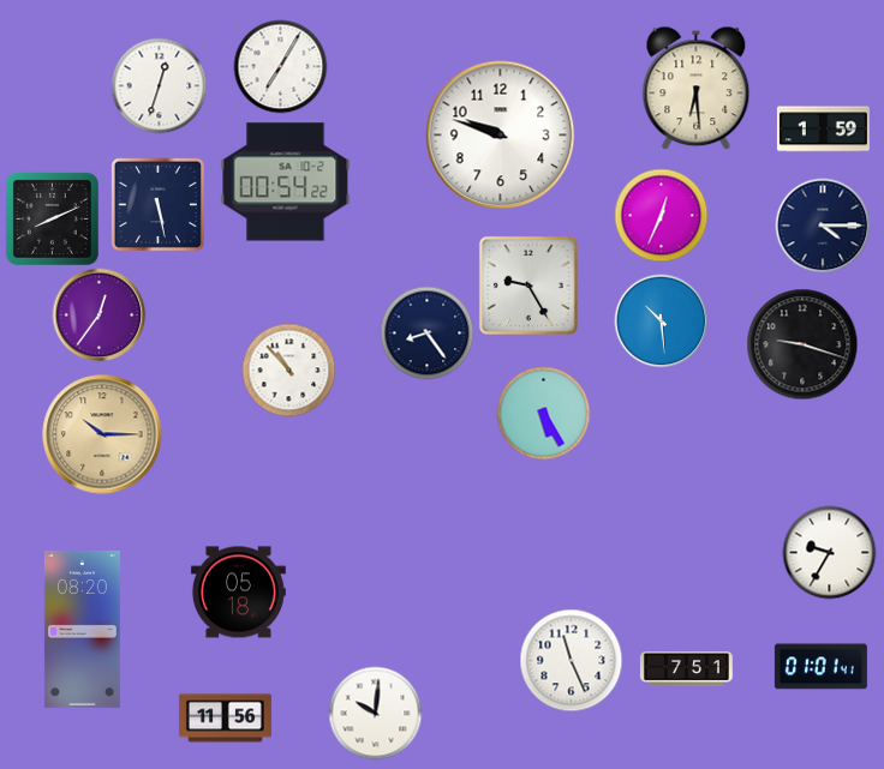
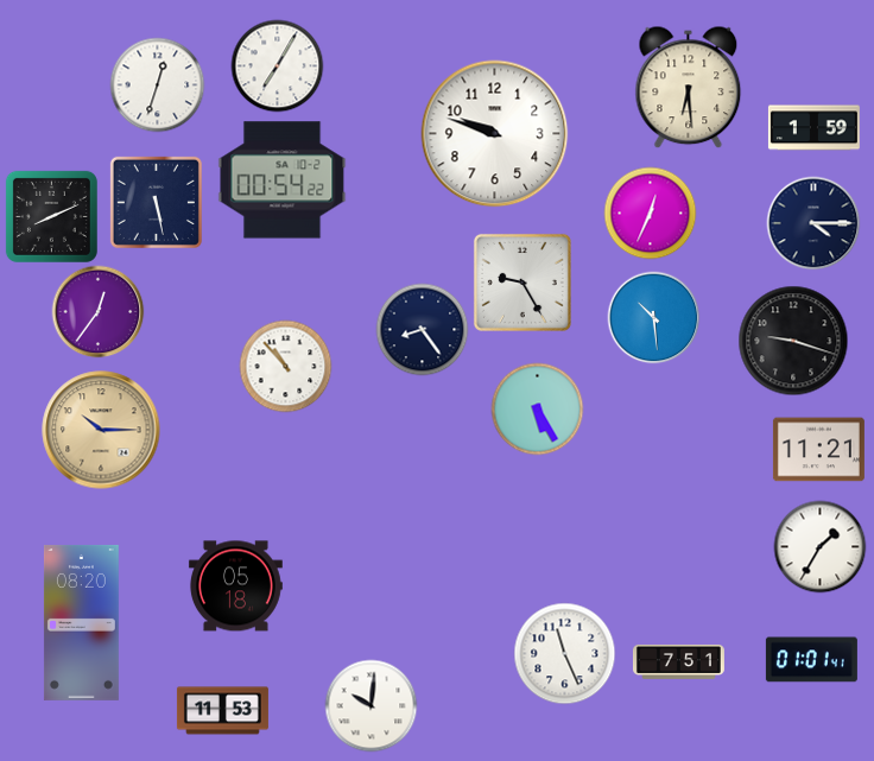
clock at (661, 215) position: (661, 215) -> (650, 213)
clock at (818, 450): none -> 11:21
clock at (829, 552): 9:35 -> 1:35
clock at (225, 719): 11:56 -> 11:53
